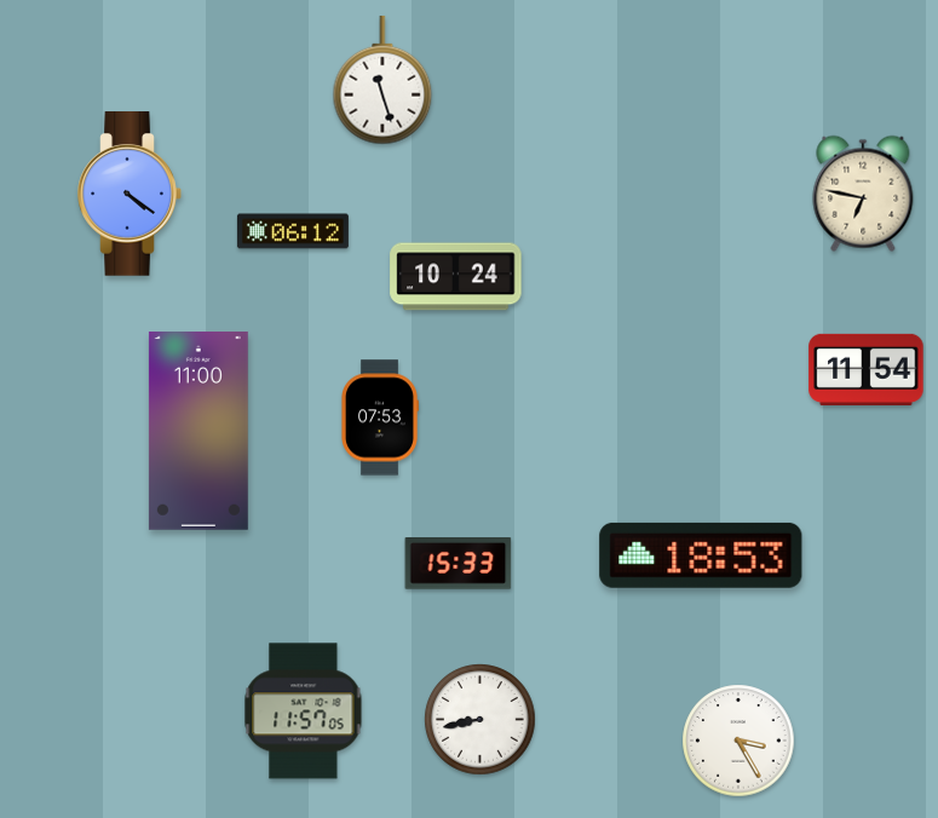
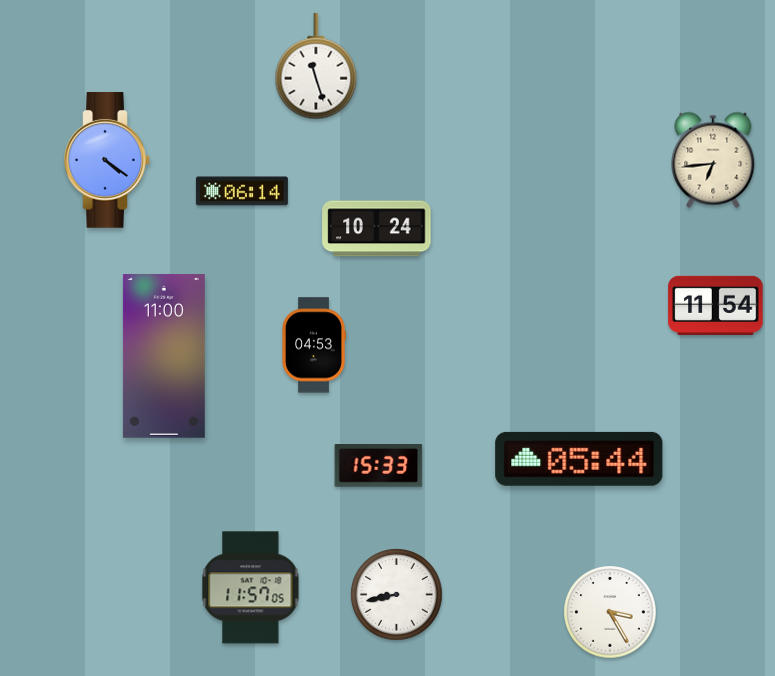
clock at (863, 194): 6:47 -> 6:44
clock at (293, 231): 06:12 -> 06:14
clock at (380, 417): 07:53 -> 04:53
clock at (701, 555): 18:53 -> 05:44
